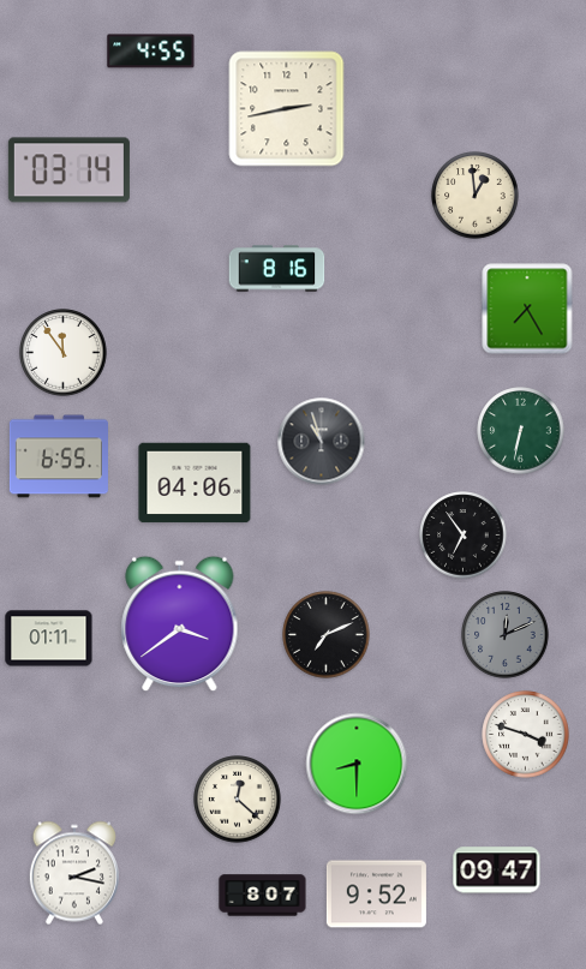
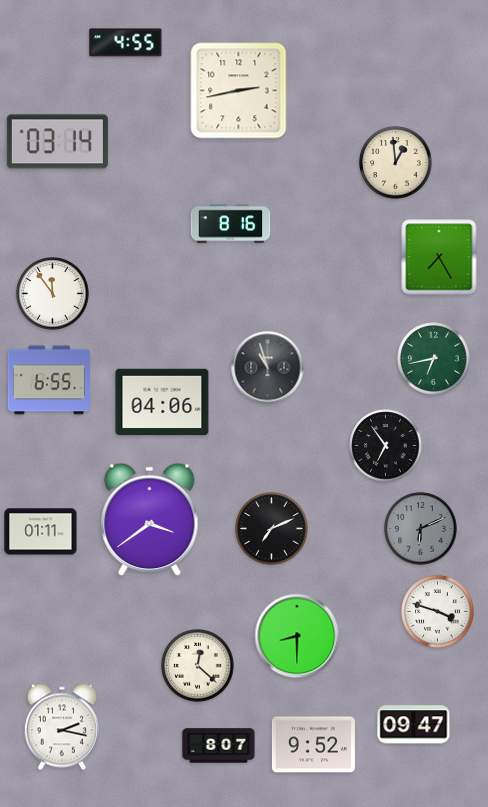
clock at (521, 431): 6:32 -> 6:43
clock at (506, 635): 12:11 -> 6:11
